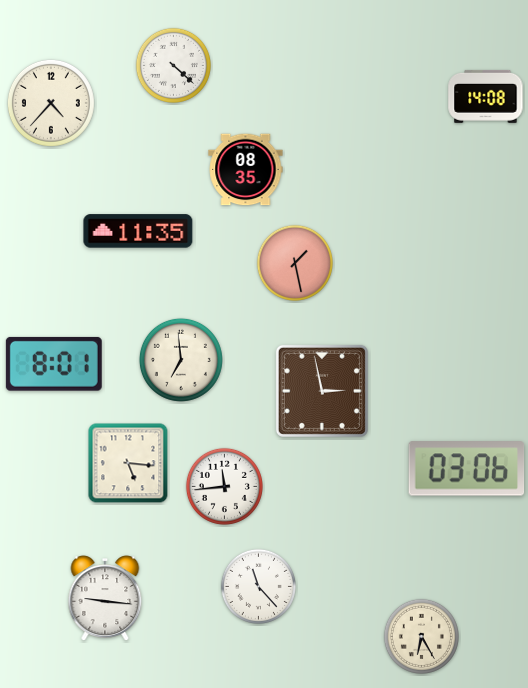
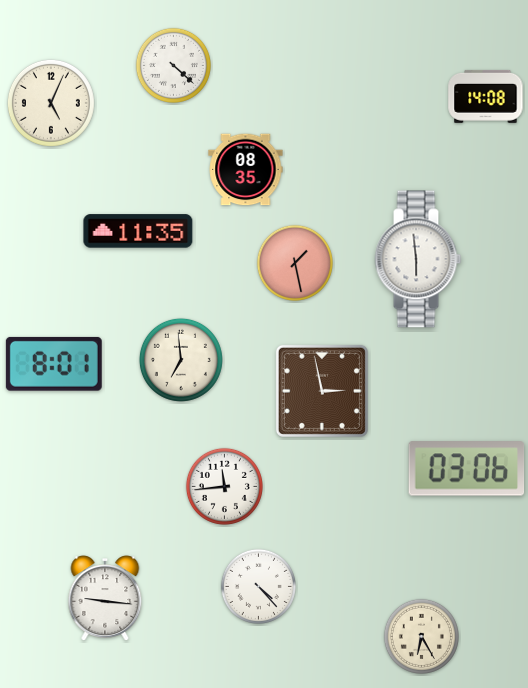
clock at (51, 103): 4:37 -> 5:04
clock at (418, 259): none -> 5:59
clock at (128, 463): 5:16 -> none
clock at (258, 586): 11:23 -> 4:23
